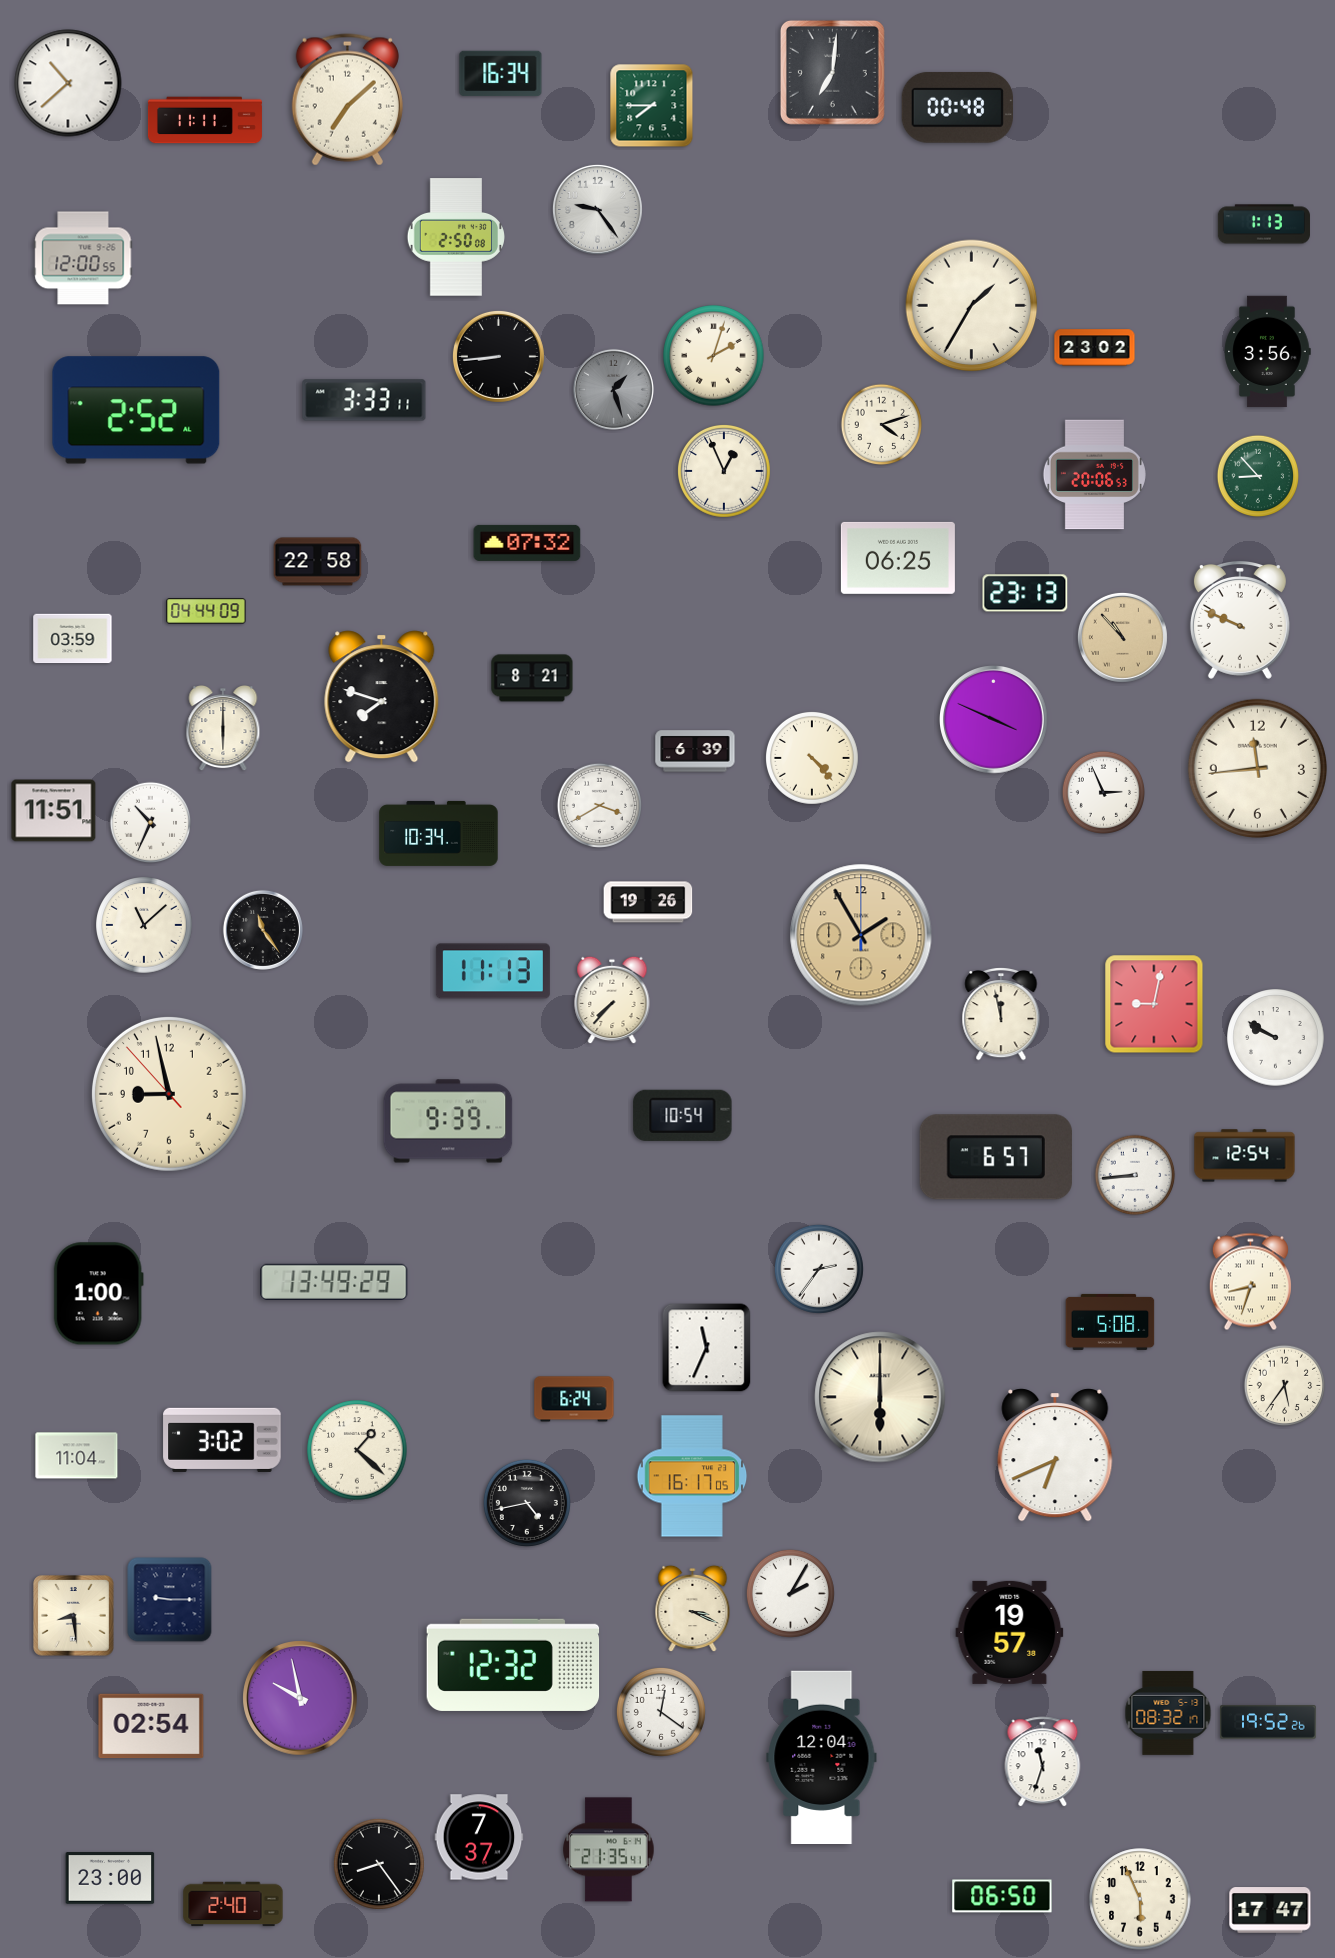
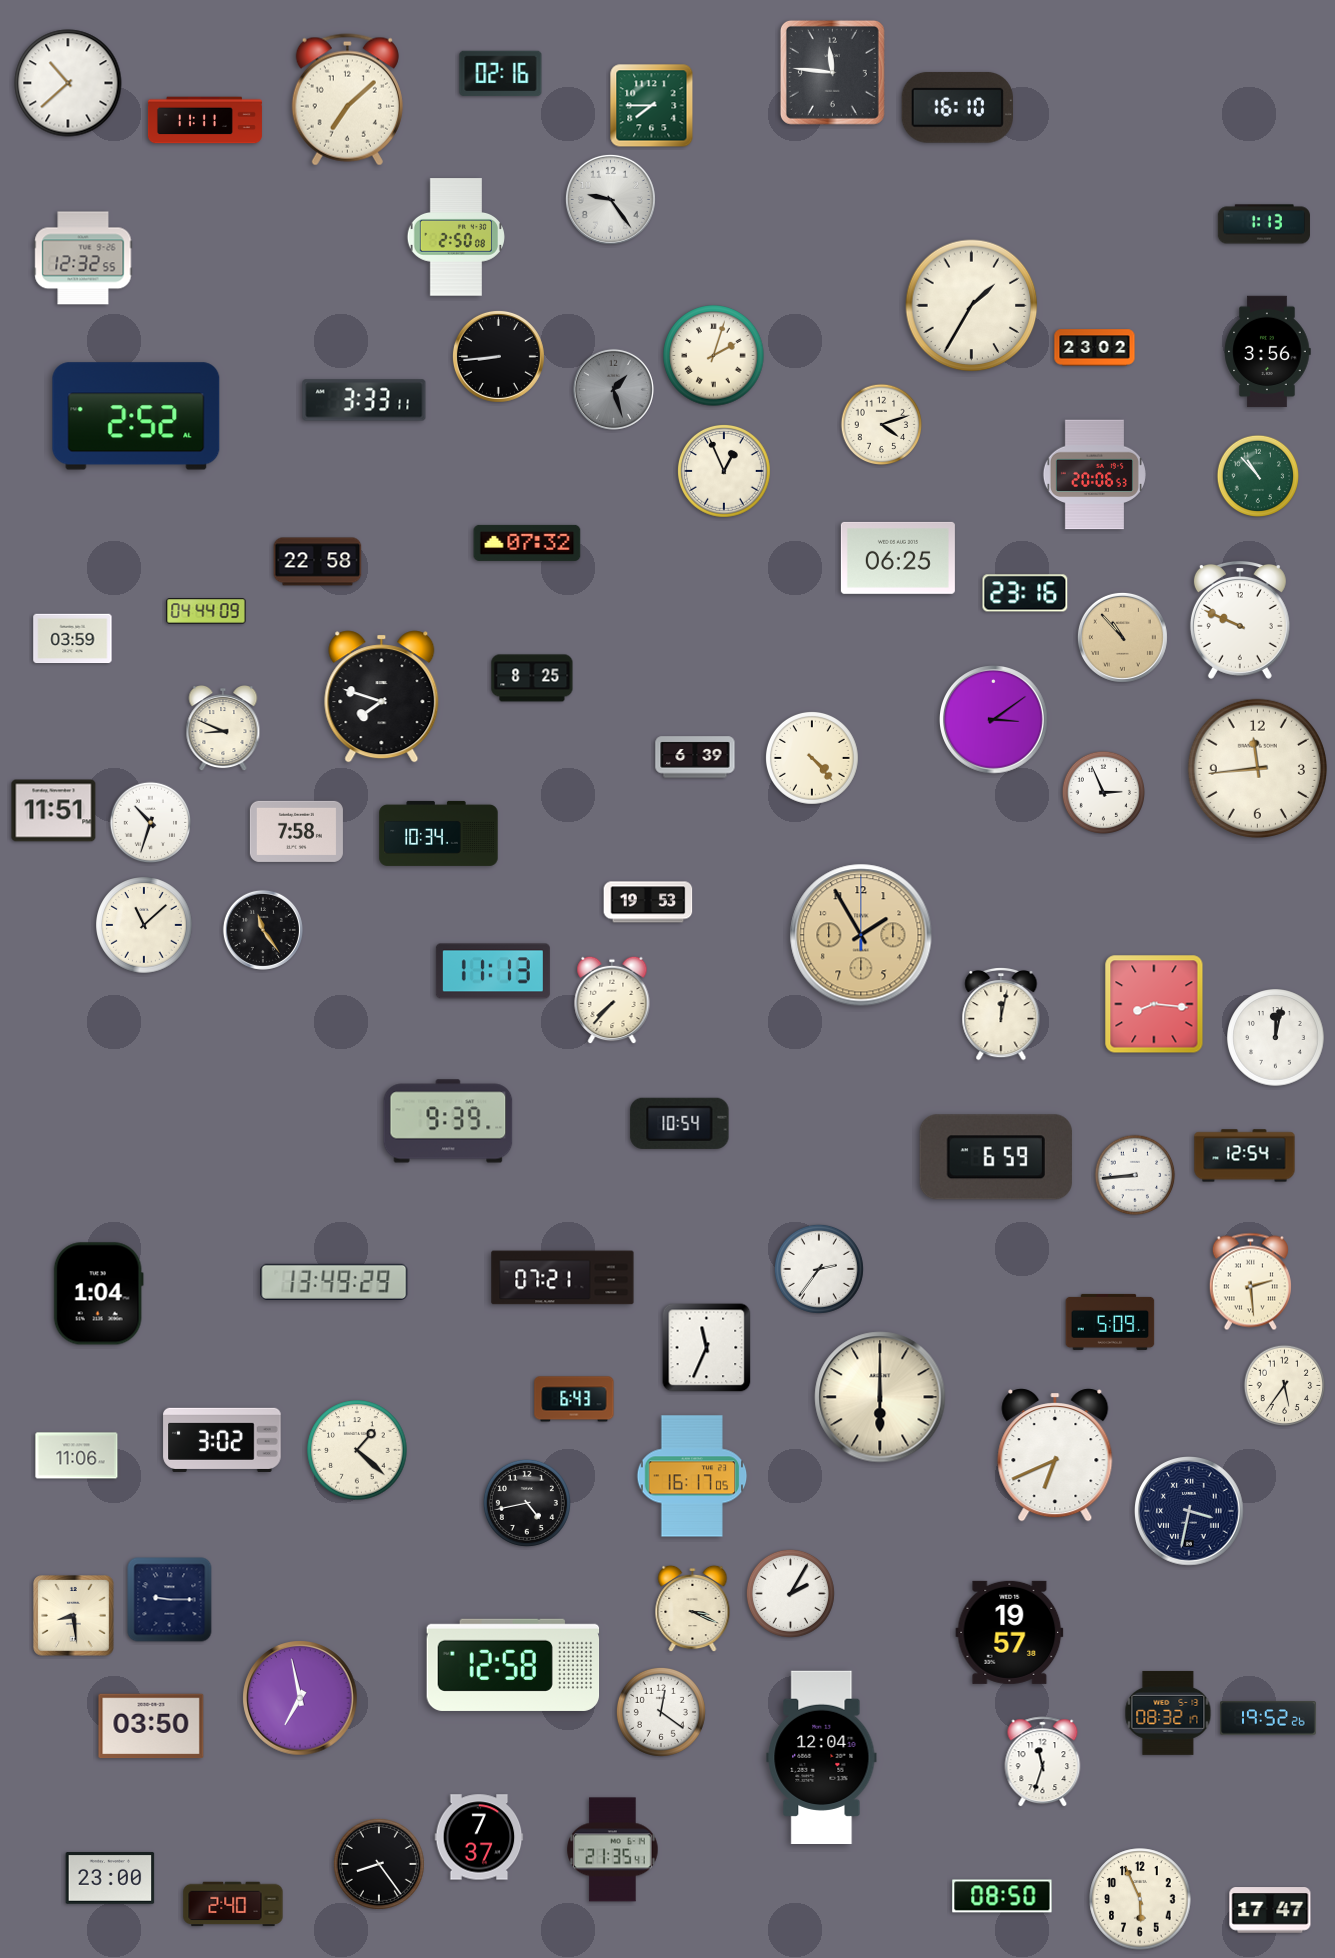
clock at (832, 72): 7:01 -> 11:46
clock at (501, 74): 16:34 -> 02:16
clock at (957, 107): 00:48 -> 16:10
clock at (597, 209) position: (597, 209) -> (610, 199)
clock at (83, 258): 12:00 -> 12:32
clock at (136, 410) position: (136, 410) -> (136, 416)
clock at (1258, 476): 8:53 -> 10:53
clock at (1025, 593): 23:13 -> 23:16
clock at (532, 678): 8:21 -> 8:25
clock at (994, 720): 3:49 -> 3:09
clock at (223, 729): 6:00 -> 8:49
clock at (695, 751) position: (695, 751) -> (695, 757)
clock at (599, 805): 3:40 -> none
clock at (151, 823): 10:34 -> 10:33
clock at (296, 831): none -> 7:58
clock at (648, 902): 19:26 -> 19:53
clock at (1154, 1004): 9:02 -> 8:16
clock at (1001, 1014): 11:58 -> 12:02
clock at (1276, 1038): 9:50 -> 12:02
clock at (169, 1094): 8:57 -> none
clock at (683, 1115) position: (683, 1115) -> (680, 1123)
clock at (996, 1157): 6:57 -> 6:59
clock at (563, 1278): none -> 07:21
clock at (1250, 1282): 8:33 -> 2:29
clock at (98, 1294): 1:00 -> 1:04
clock at (1110, 1322): 5:08 -> 5:09
clock at (574, 1399): 6:24 -> 6:43
clock at (77, 1456): 11:04 -> 11:06
clock at (1189, 1511): none -> 3:32
clock at (513, 1665): 12:32 -> 12:58
clock at (300, 1698): 9:58 -> 6:58
clock at (1268, 1722) position: (1268, 1722) -> (1268, 1718)
clock at (151, 1726): 02:54 -> 03:50
clock at (609, 1850) position: (609, 1850) -> (613, 1850)
clock at (1002, 1896): 06:50 -> 08:50
